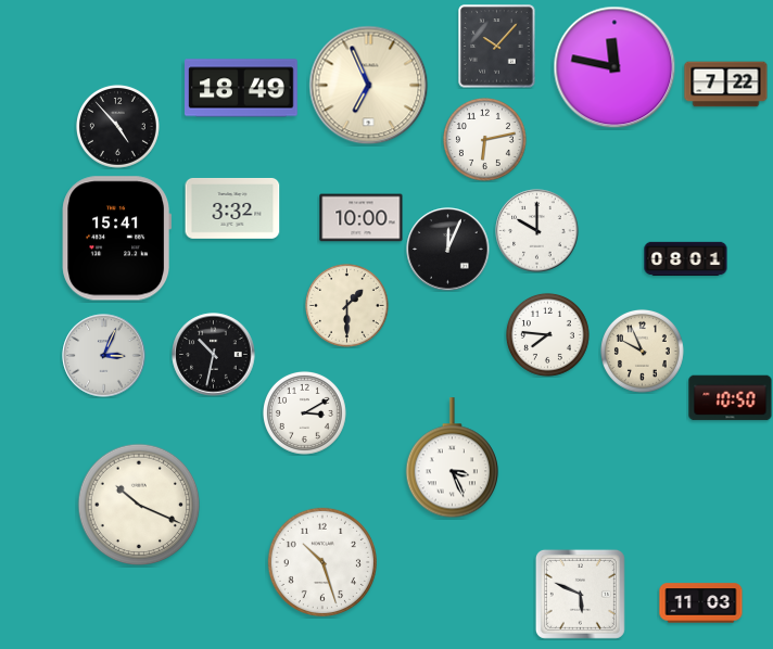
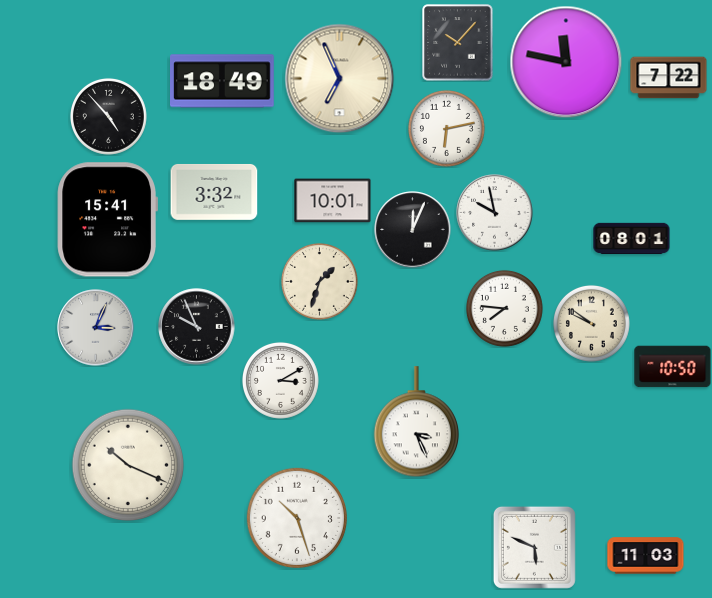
clock at (362, 218): 10:00 -> 10:01
clock at (537, 231): 10:00 -> 9:58
clock at (346, 305): 1:30 -> 1:33
clock at (642, 351): 9:56 -> 9:51
clock at (214, 355): 10:32 -> 9:56
